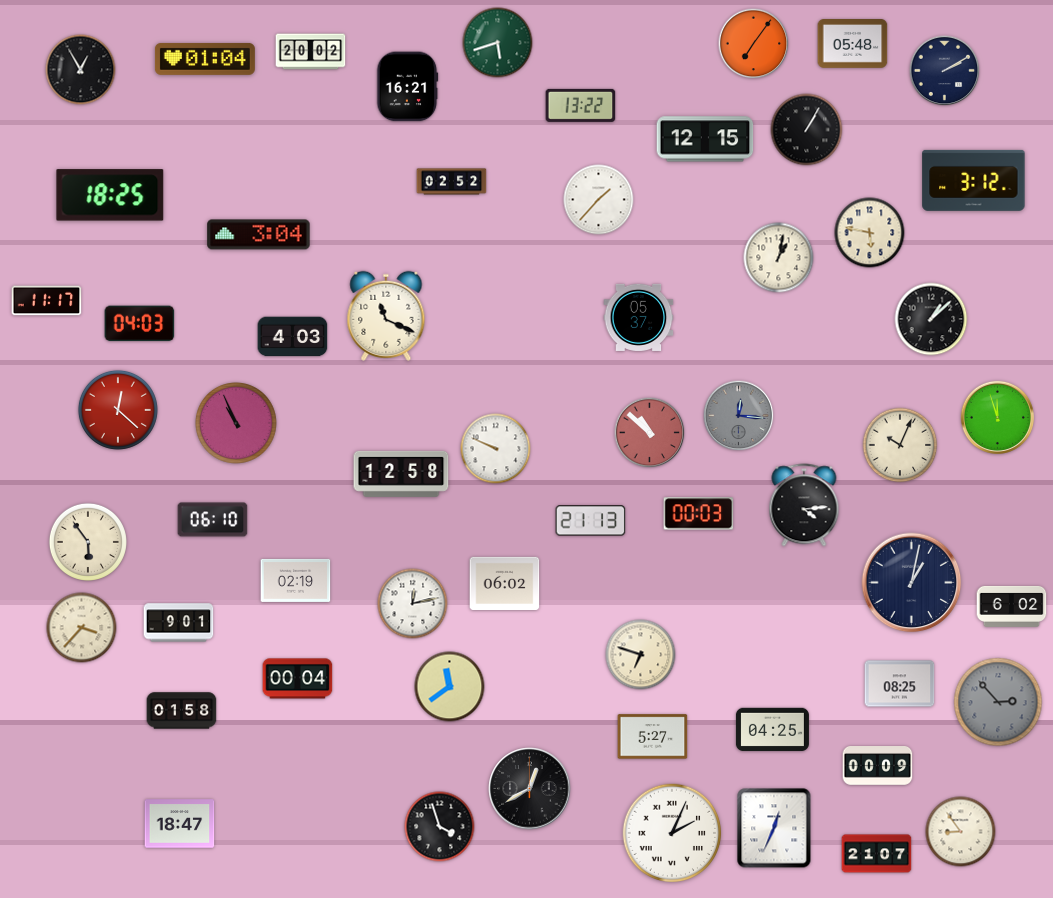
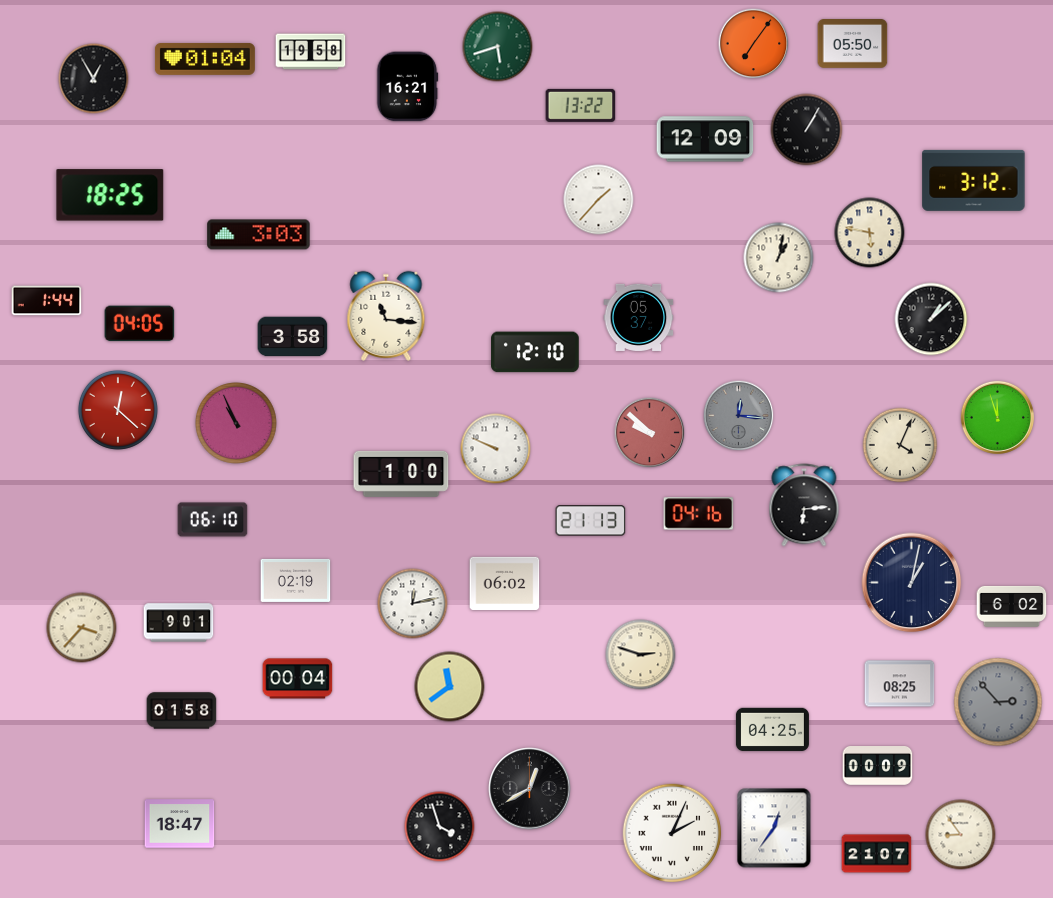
clock at (498, 43) position: (498, 43) -> (498, 47)
clock at (853, 44): 05:48 -> 05:50
clock at (311, 52): 20:02 -> 19:58
clock at (81, 70) position: (81, 70) -> (94, 79)
clock at (945, 71): 2:10 -> none
clock at (705, 139): 12:15 -> 12:09
clock at (452, 182): 02:52 -> none
clock at (259, 235): 3:04 -> 3:03
clock at (47, 301): 11:17 -> 1:44
clock at (386, 316): 11:19 -> 11:16
clock at (140, 324): 04:03 -> 04:05
clock at (293, 337): 4:03 -> 3:58
clock at (535, 352): none -> 12:10
clock at (650, 433): 10:52 -> 9:52
clock at (900, 445): 10:04 -> 4:04
clock at (401, 474): 12:58 -> 1:00
clock at (804, 505): 4:14 -> 6:14
clock at (699, 514): 00:03 -> 04:16
clock at (88, 542): 5:54 -> none
clock at (641, 655): 6:48 -> 2:48
clock at (653, 737): 5:27 -> none
clock at (774, 828): 12:34 -> 12:36
clock at (961, 832) position: (961, 832) -> (961, 835)
